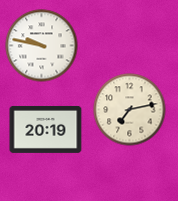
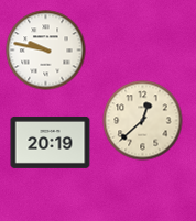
clock at (130, 110): 7:13 -> 12:38
